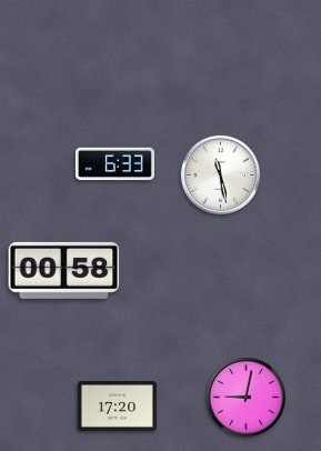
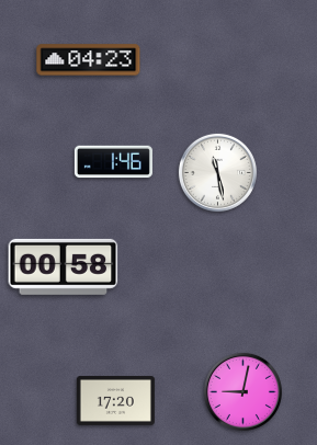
clock at (89, 60): none -> 04:23
clock at (114, 164): 6:33 -> 1:46
